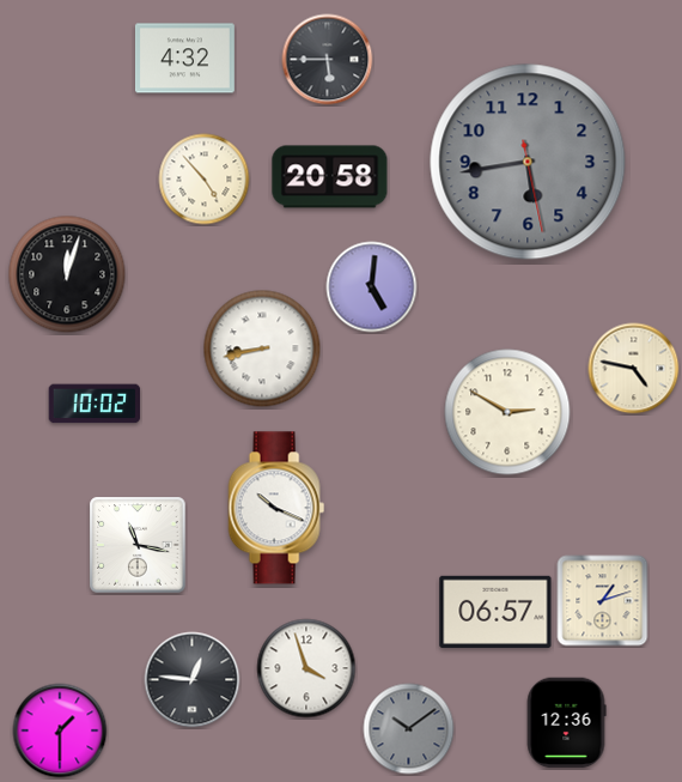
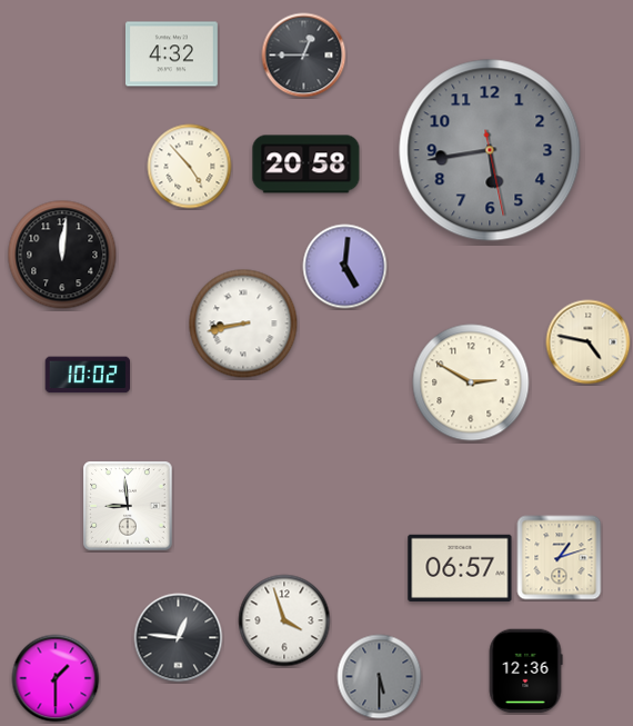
clock at (328, 60): 5:45 -> 12:45
clock at (67, 274): 12:03 -> 12:01
clock at (276, 508): 10:19 -> none
clock at (138, 545): 11:17 -> 8:59
clock at (193, 680) position: (193, 680) -> (179, 638)
clock at (409, 729): 10:09 -> 5:30
